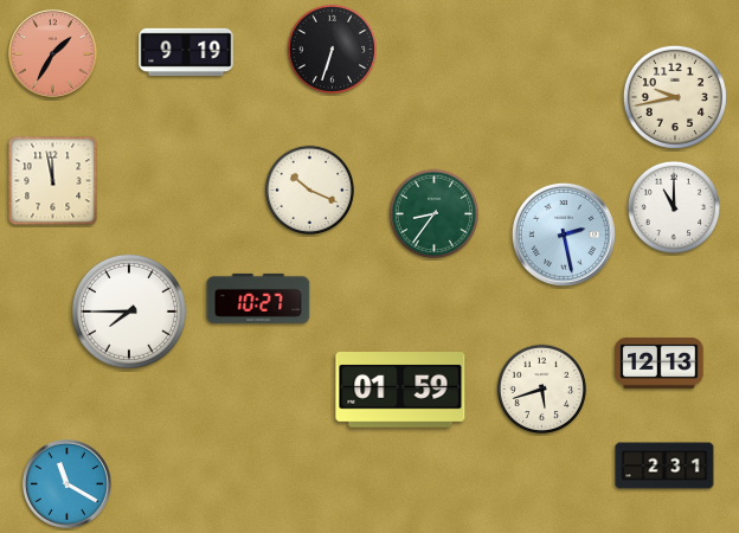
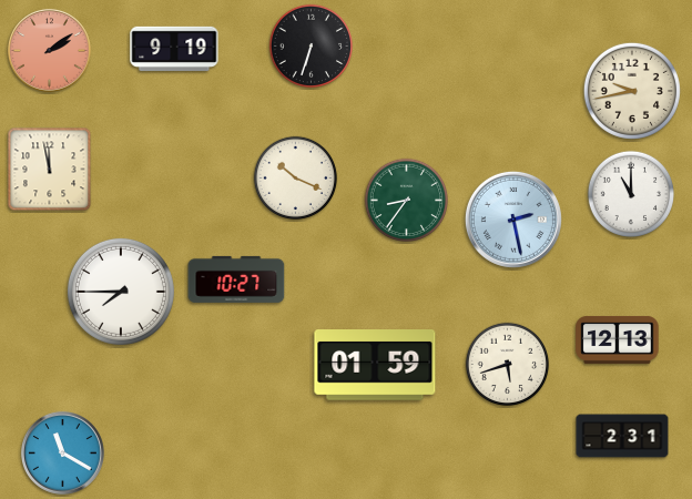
clock at (52, 53): 1:35 -> 2:09
clock at (310, 191) position: (310, 191) -> (296, 179)
clock at (564, 235) position: (564, 235) -> (513, 220)
clock at (258, 298) position: (258, 298) -> (236, 279)
